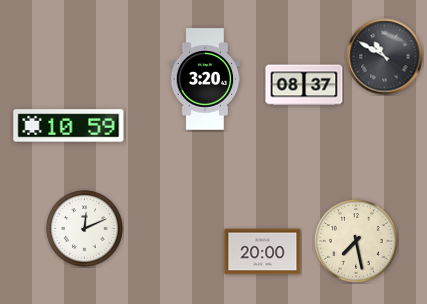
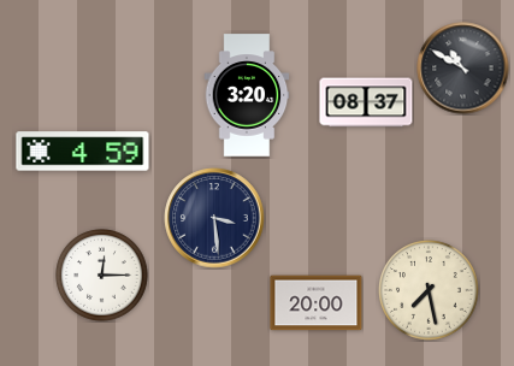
clock at (69, 126): 10:59 -> 4:59
clock at (214, 218): none -> 3:29
clock at (85, 229): 12:11 -> 12:15
